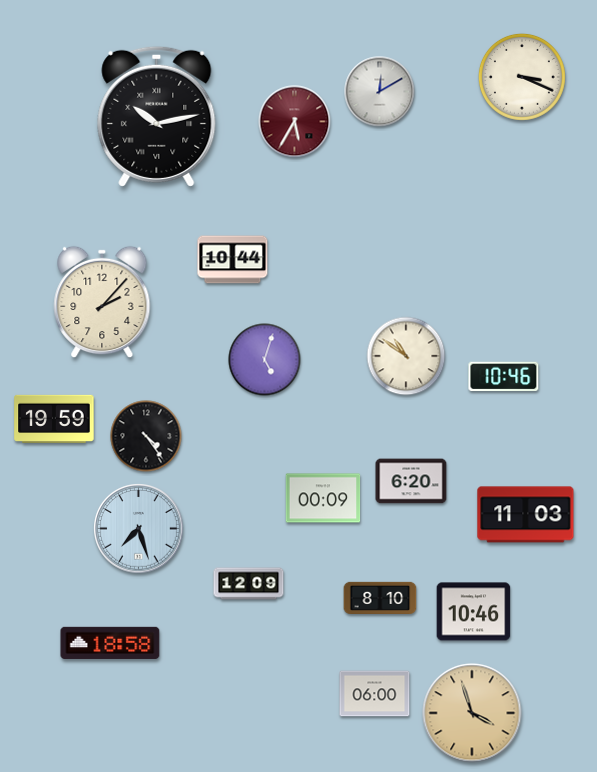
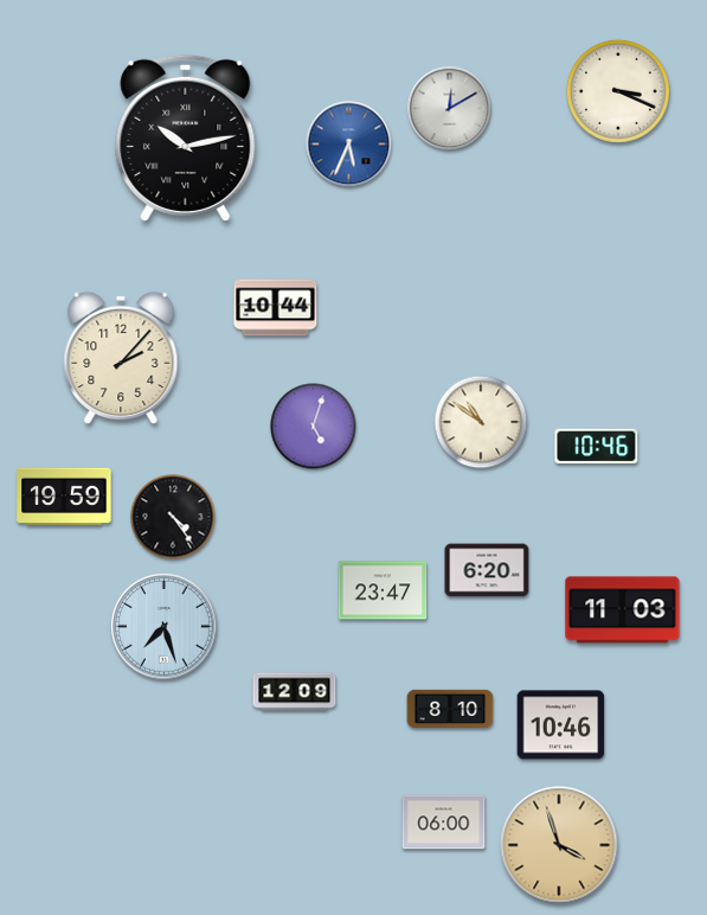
clock at (295, 122): 5:35 -> 5:34
clock at (295, 122) dial: burgundy -> blue
clock at (323, 498): 00:09 -> 23:47
clock at (110, 643): 18:58 -> none
